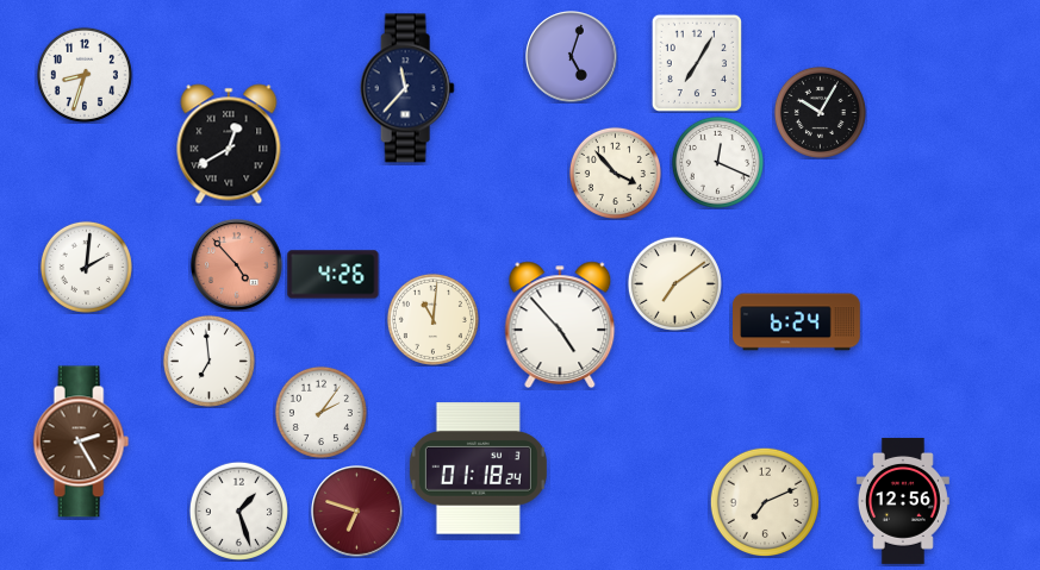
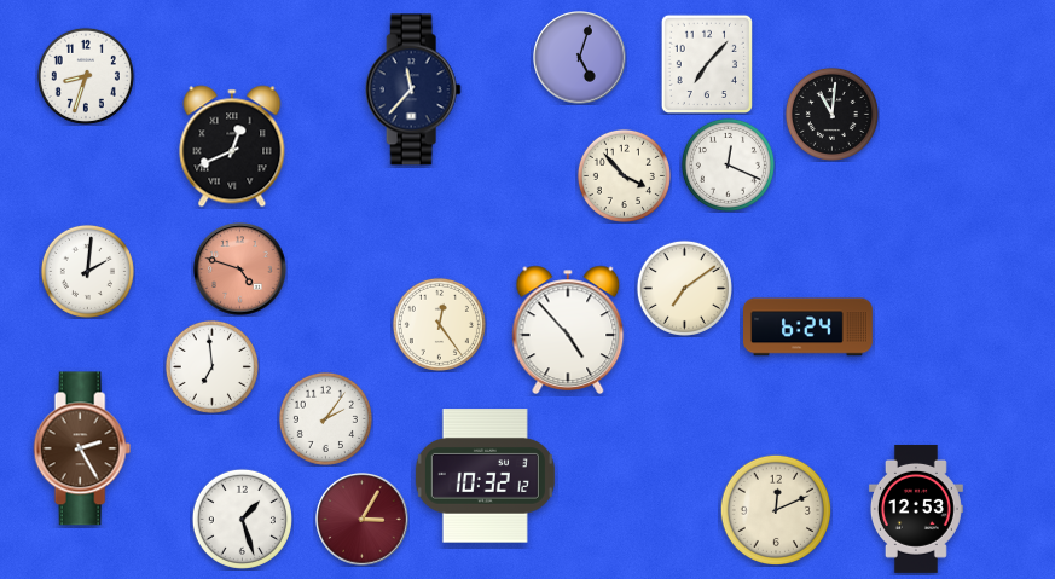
clock at (696, 62): 7:05 -> 7:07
clock at (820, 112): 10:05 -> 11:01
clock at (229, 144): 12:40 -> 12:41
clock at (237, 265): 4:53 -> 4:48
clock at (334, 275): 4:26 -> none
clock at (432, 319): 11:01 -> 12:24
clock at (478, 469): 01:18 -> 10:32
clock at (903, 501): 12:56 -> 12:53
clock at (765, 502): 7:11 -> 12:11
clock at (357, 512): 6:48 -> 3:05
